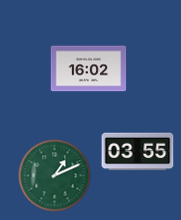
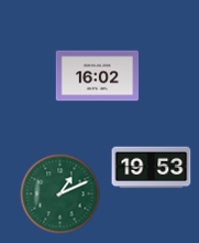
clock at (138, 152): 03:55 -> 19:53
